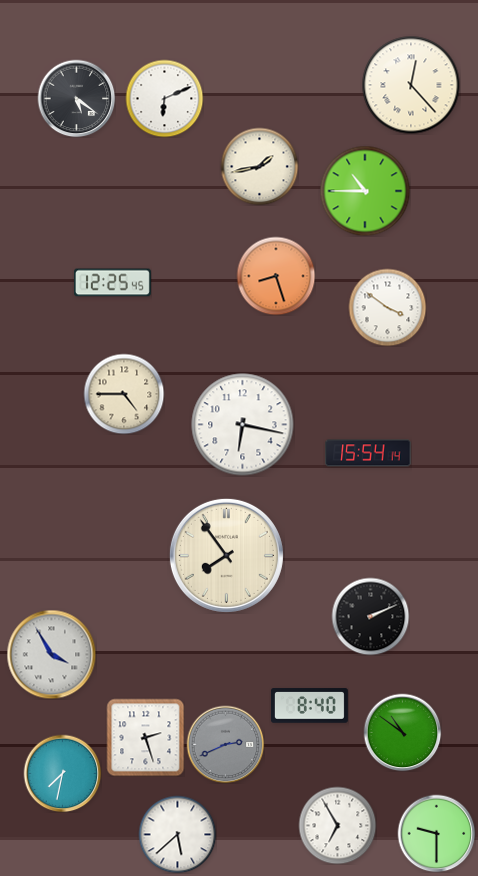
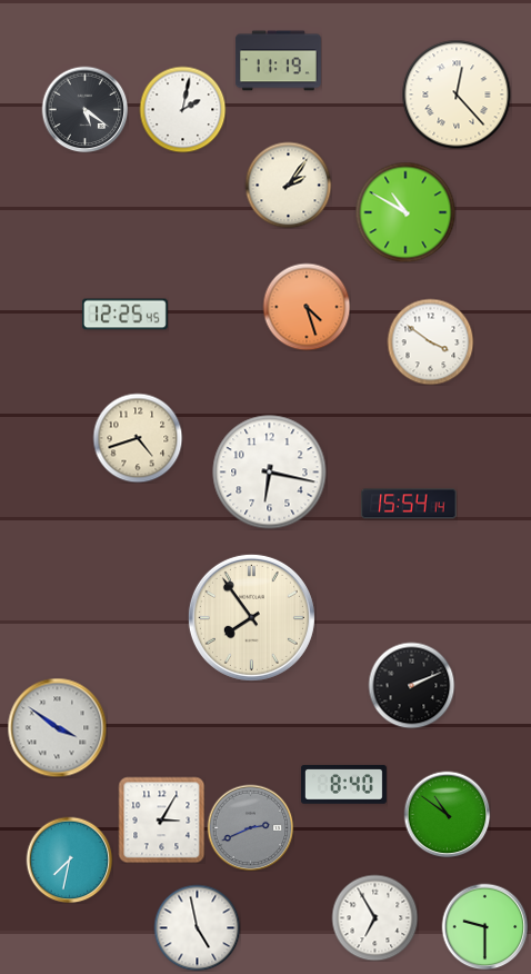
clock at (278, 61): none -> 11:19
clock at (164, 98): 6:11 -> 2:02
clock at (259, 166): 1:43 -> 2:06
clock at (365, 191): 10:45 -> 10:50
clock at (276, 276): 8:27 -> 4:27
clock at (124, 394): 4:45 -> 4:42
clock at (51, 654): 3:55 -> 3:51
clock at (145, 737): 2:27 -> 3:05
clock at (177, 834): 5:38 -> 4:58
